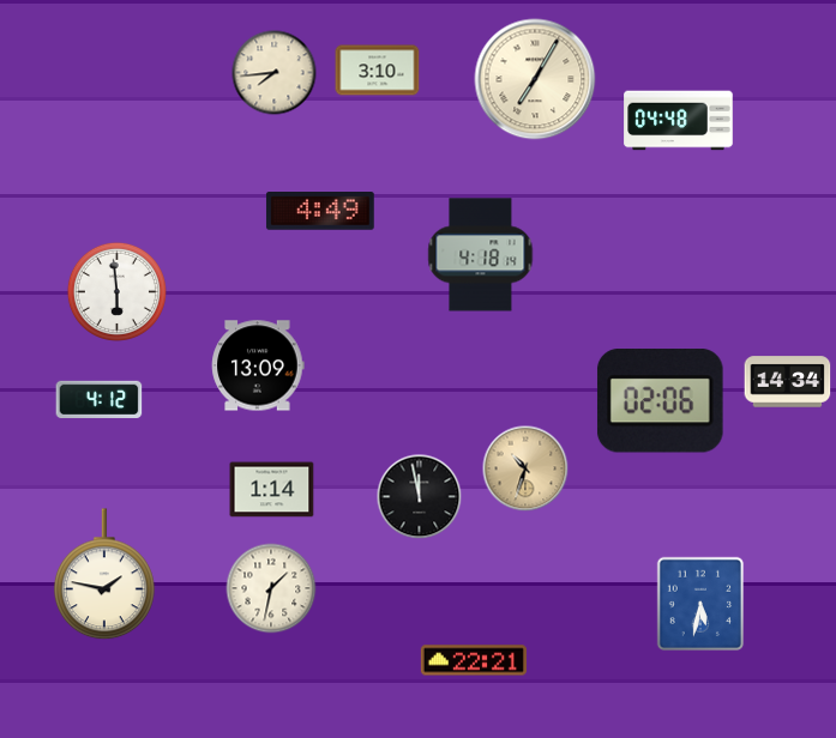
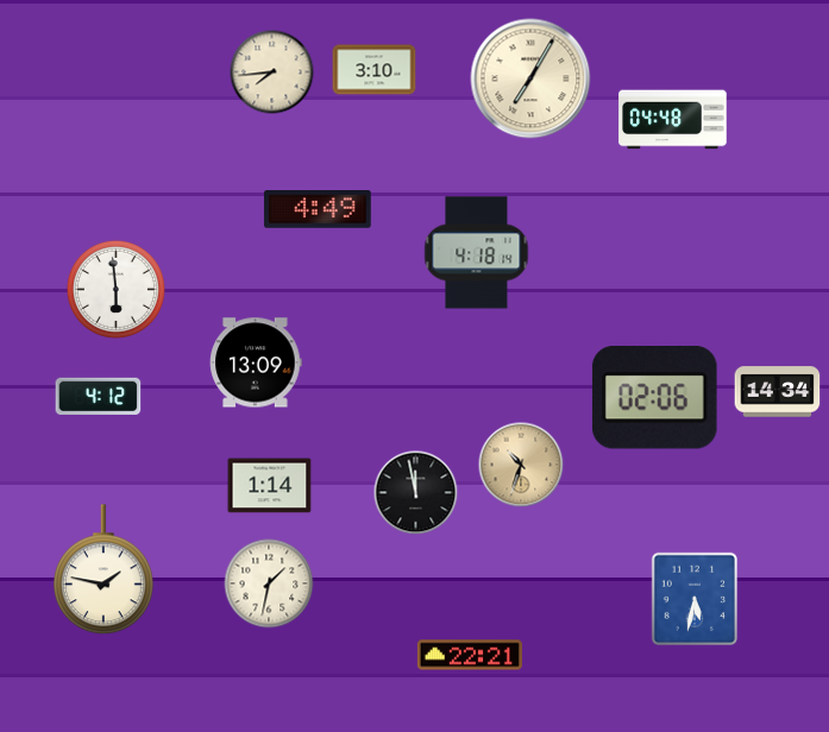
clock at (788, 382) position: (788, 382) -> (778, 392)
